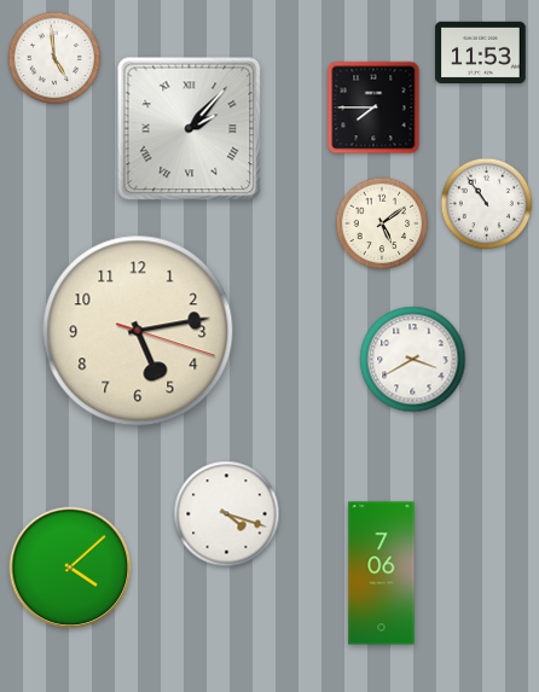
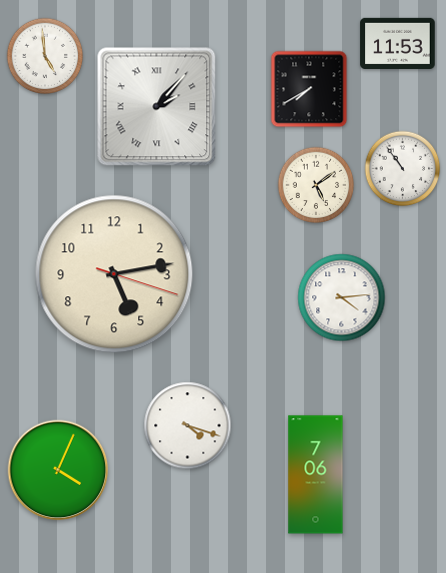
clock at (54, 58) position: (54, 58) -> (45, 56)
clock at (373, 107): 7:45 -> 7:40
clock at (413, 360): 3:40 -> 4:14
clock at (70, 568): 4:08 -> 4:04
